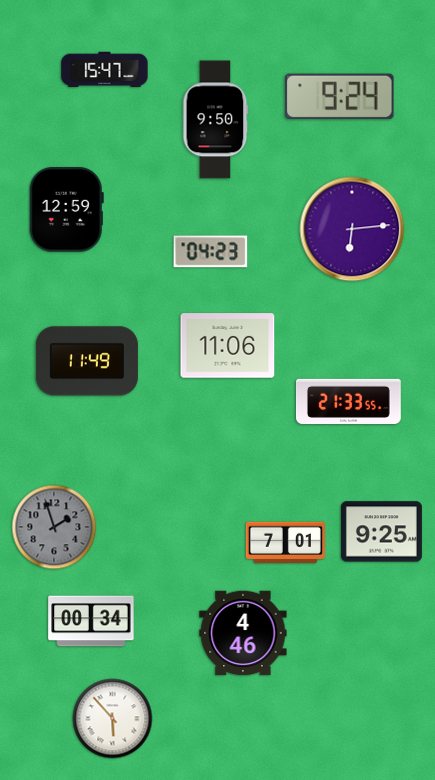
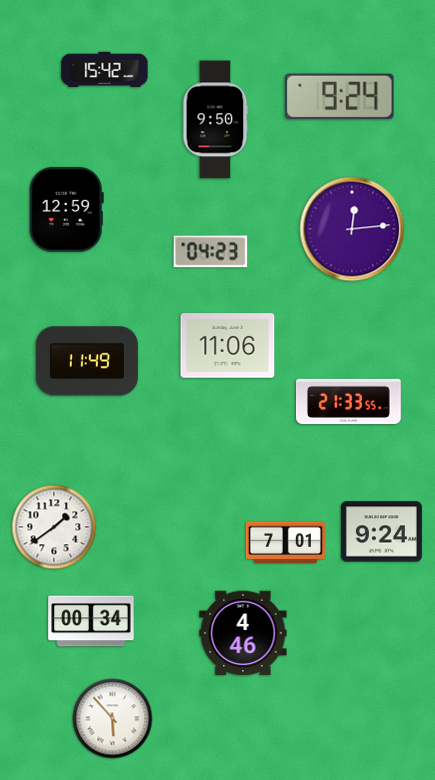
clock at (105, 70): 15:47 -> 15:42
clock at (352, 229): 6:14 -> 12:14
clock at (54, 527): 1:57 -> 1:39
clock at (54, 527) dial: grey -> white
clock at (381, 532): 9:25 -> 9:24
